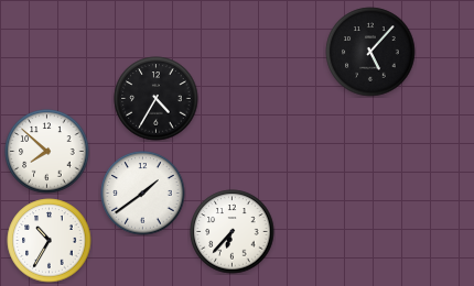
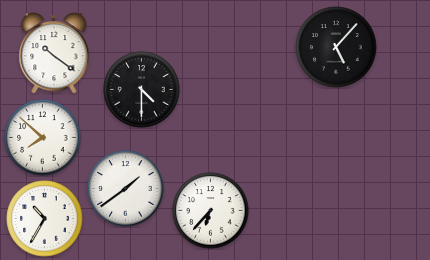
clock at (54, 53): none -> 10:21
clock at (157, 99): 4:35 -> 4:30
clock at (143, 194) position: (143, 194) -> (126, 189)
